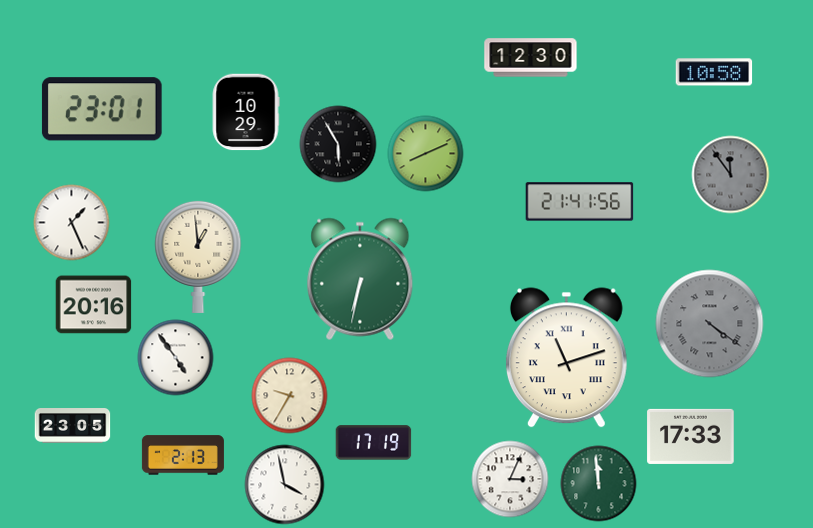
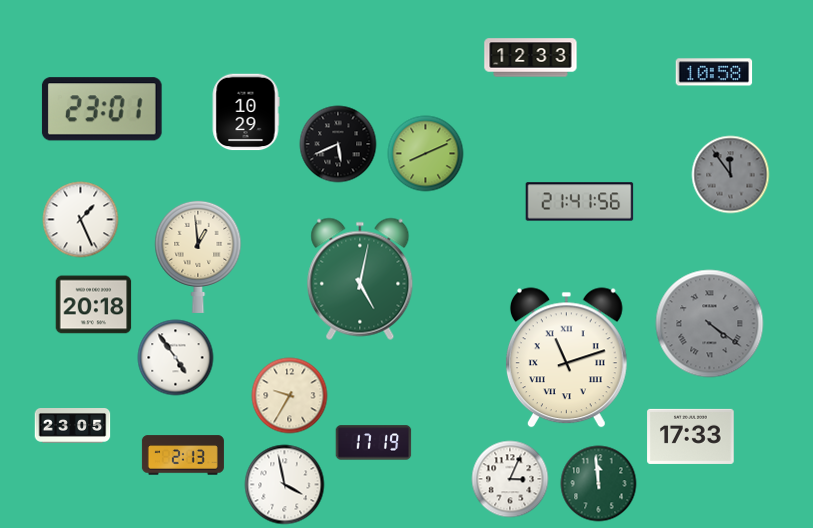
clock at (531, 58): 12:30 -> 12:33
clock at (338, 144): 5:55 -> 5:41
clock at (72, 223) position: (72, 223) -> (81, 220)
clock at (360, 279): 6:32 -> 5:02
clock at (94, 305): 20:16 -> 20:18
